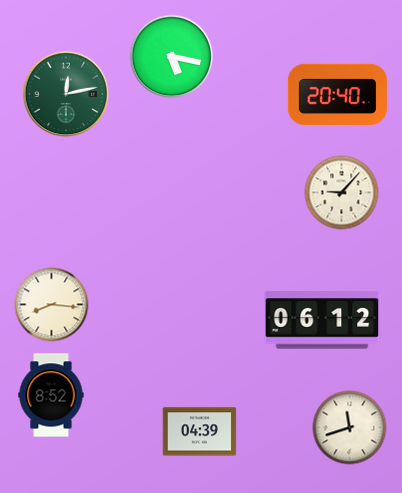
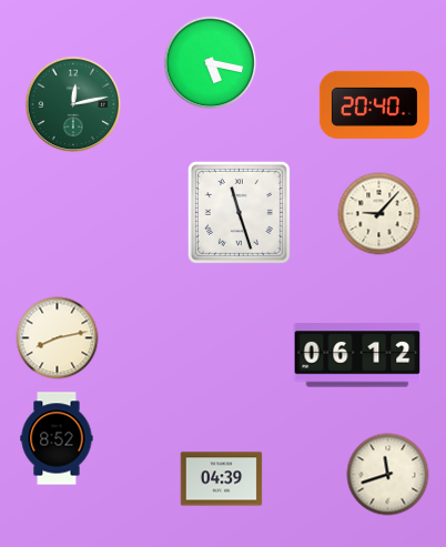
clock at (172, 57) position: (172, 57) -> (211, 63)
clock at (239, 212): none -> 11:27
clock at (52, 305): 8:16 -> 8:13
